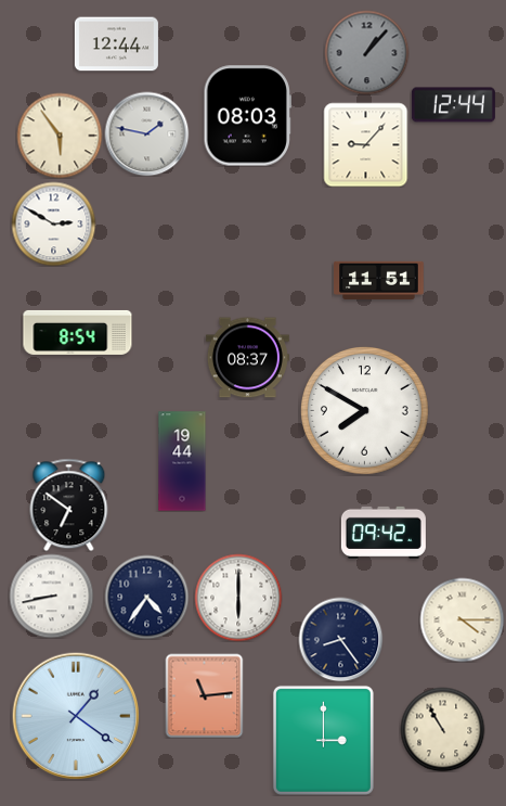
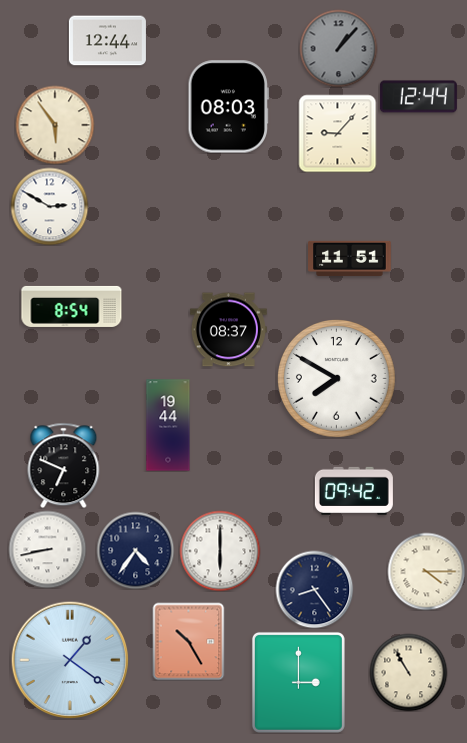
clock at (146, 133): 1:47 -> none
clock at (69, 504): 6:51 -> 6:49
clock at (205, 695): 11:14 -> 10:25
